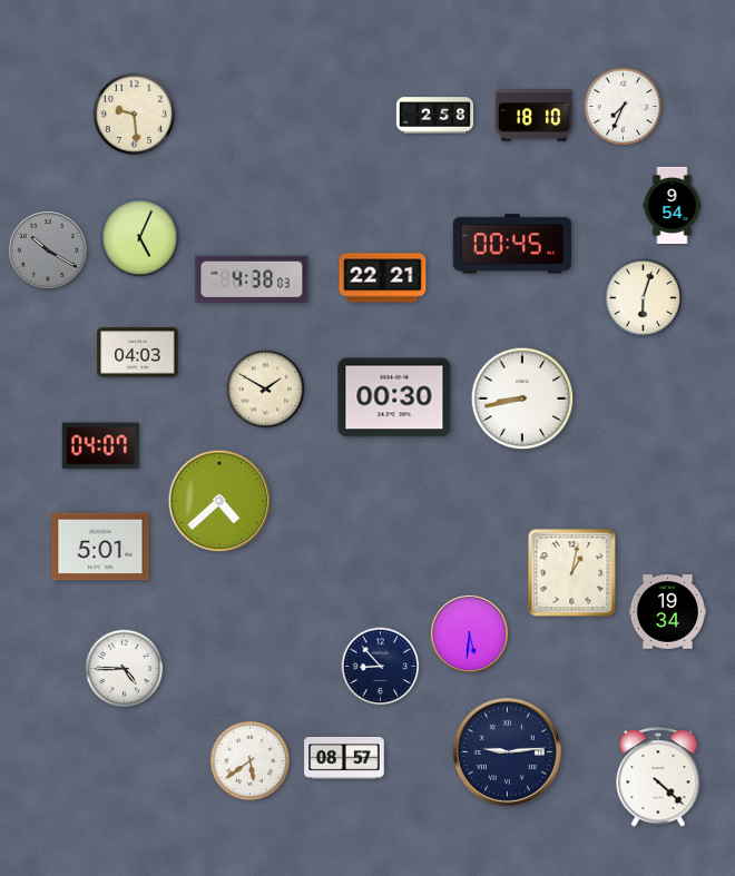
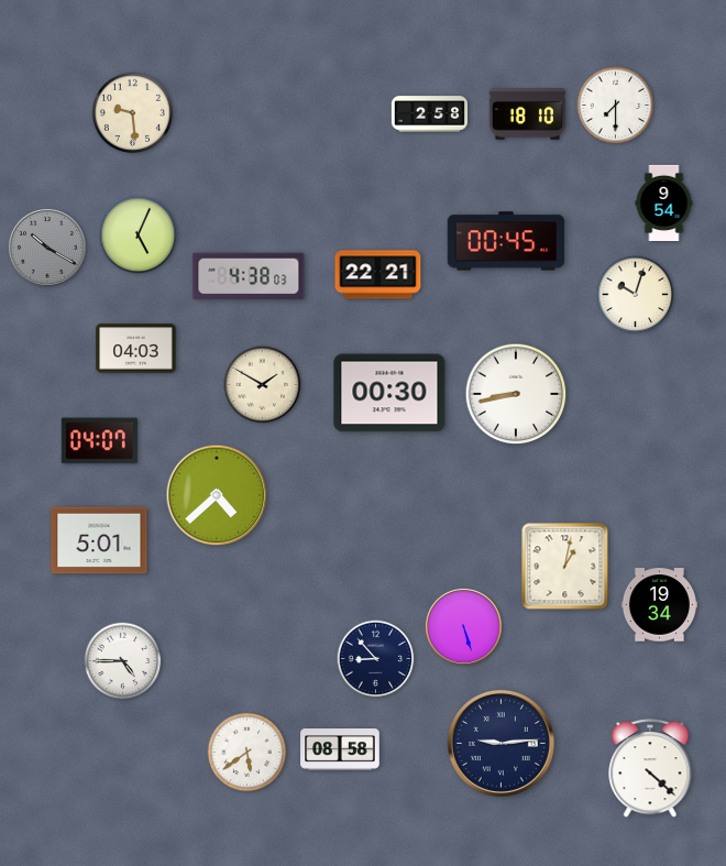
clock at (624, 107): 7:34 -> 7:30
clock at (644, 298): 6:03 -> 10:03
clock at (469, 633): 5:31 -> 5:27
clock at (344, 758): 08:57 -> 08:58
